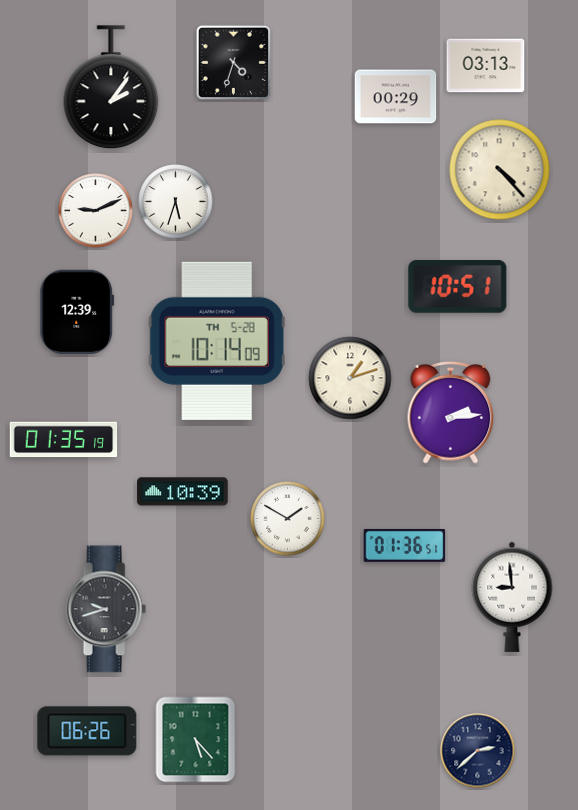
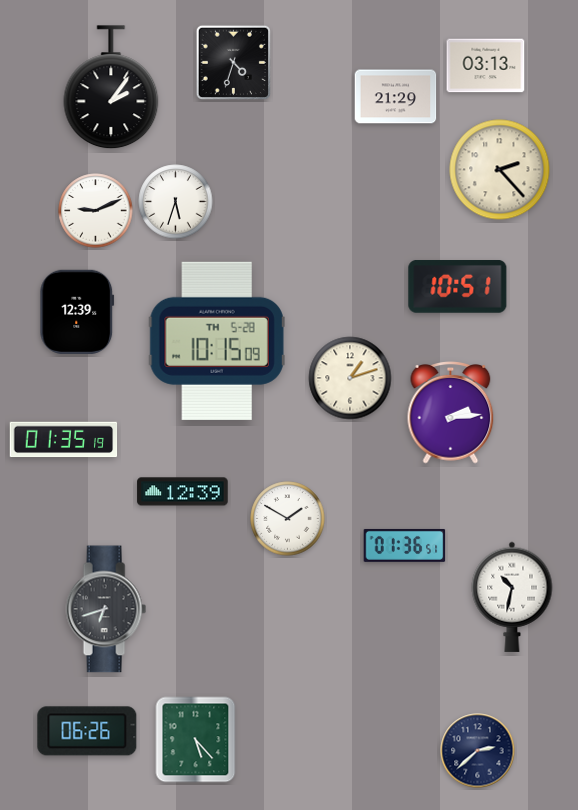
clock at (396, 97): 00:29 -> 21:29
clock at (500, 170): 4:23 -> 2:23
clock at (217, 341): 10:14 -> 10:15
clock at (183, 492): 10:39 -> 12:39
clock at (512, 597): 8:59 -> 10:32
clock at (106, 609): 9:42 -> 6:42
